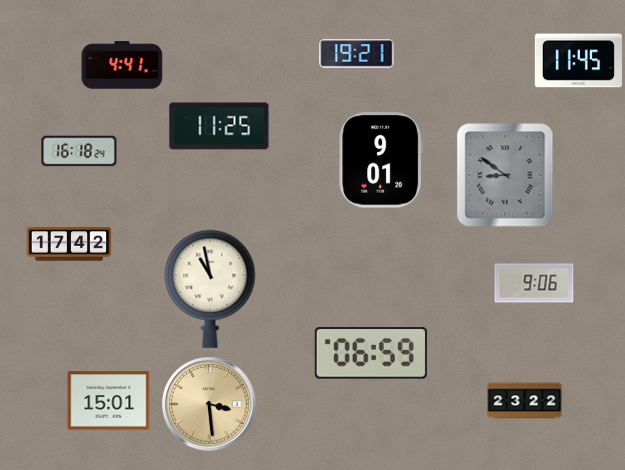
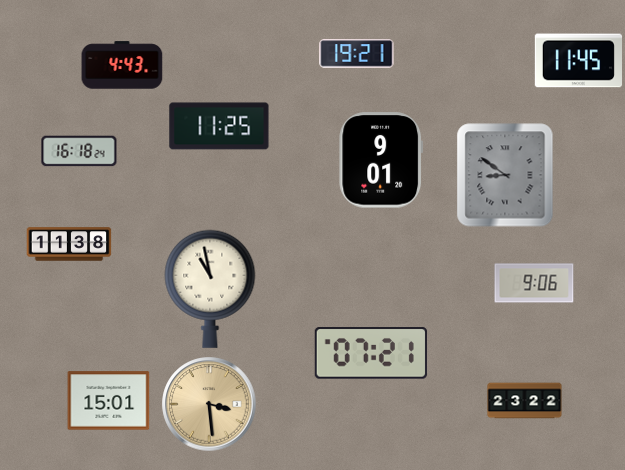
clock at (122, 65): 4:41 -> 4:43
clock at (69, 244): 17:42 -> 11:38
clock at (371, 353): 06:59 -> 07:21
